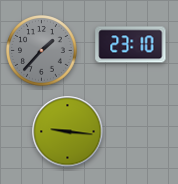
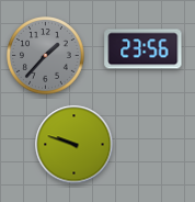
clock at (131, 45): 23:10 -> 23:56
clock at (68, 132): 9:16 -> 9:48
